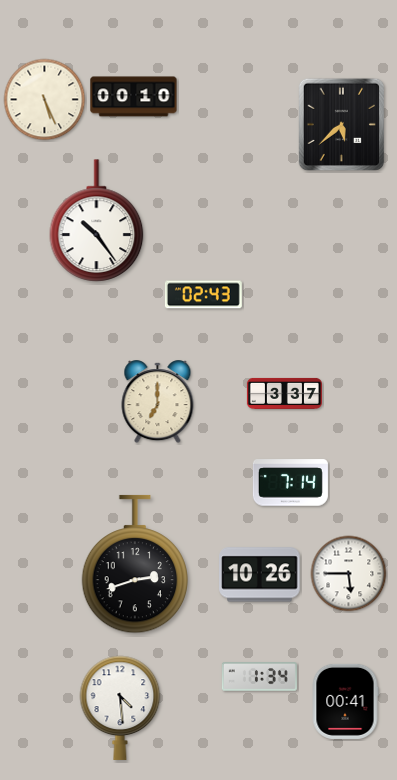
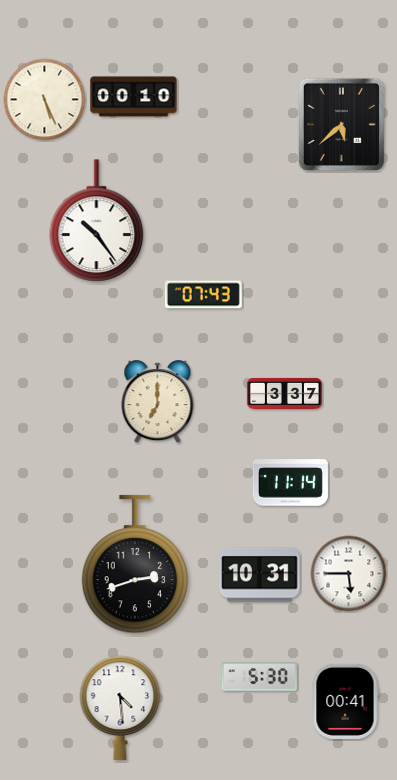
clock at (203, 295): 02:43 -> 07:43
clock at (290, 483): 7:14 -> 11:14
clock at (260, 575): 10:26 -> 10:31
clock at (259, 677): 1:34 -> 5:30
